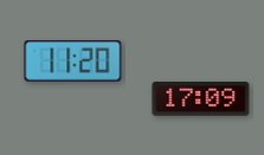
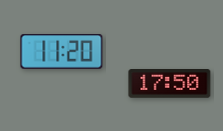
clock at (201, 99): 17:09 -> 17:50
